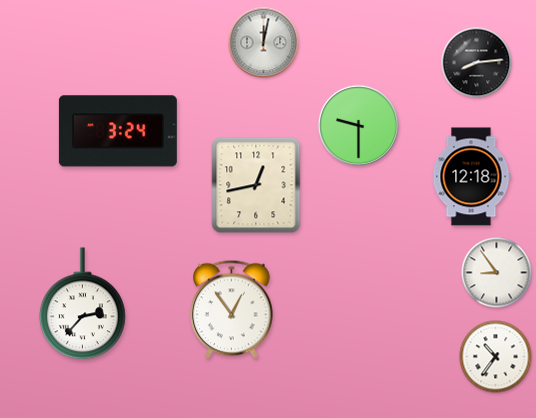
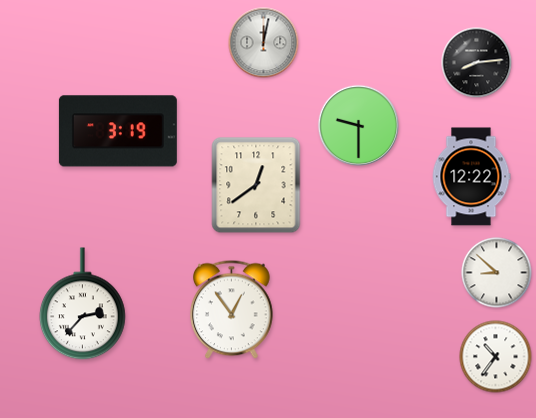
clock at (118, 131): 3:24 -> 3:19
clock at (471, 177): 12:18 -> 12:22
clock at (256, 185): 12:43 -> 12:39
clock at (497, 273): 8:54 -> 8:52
